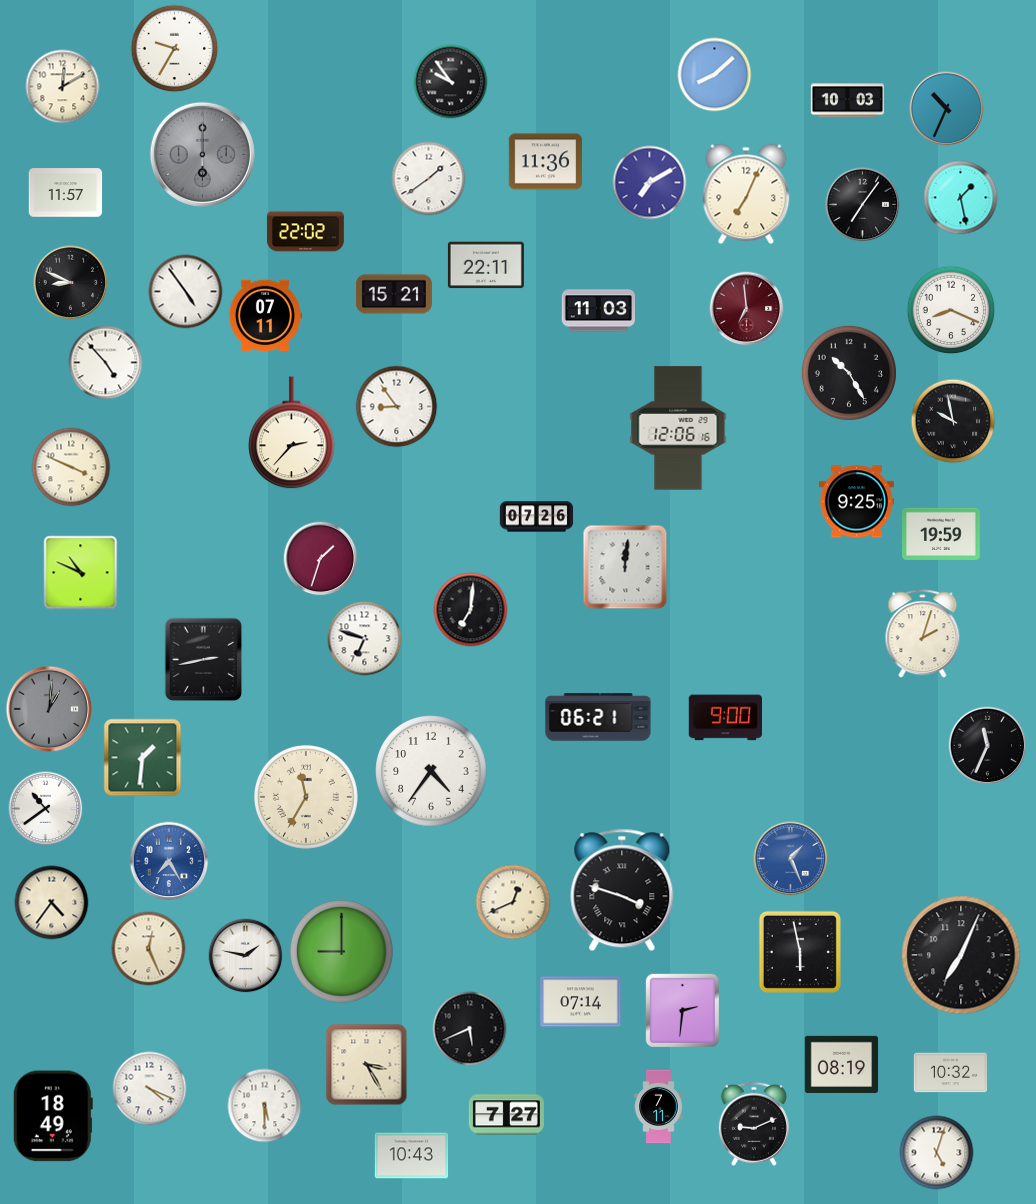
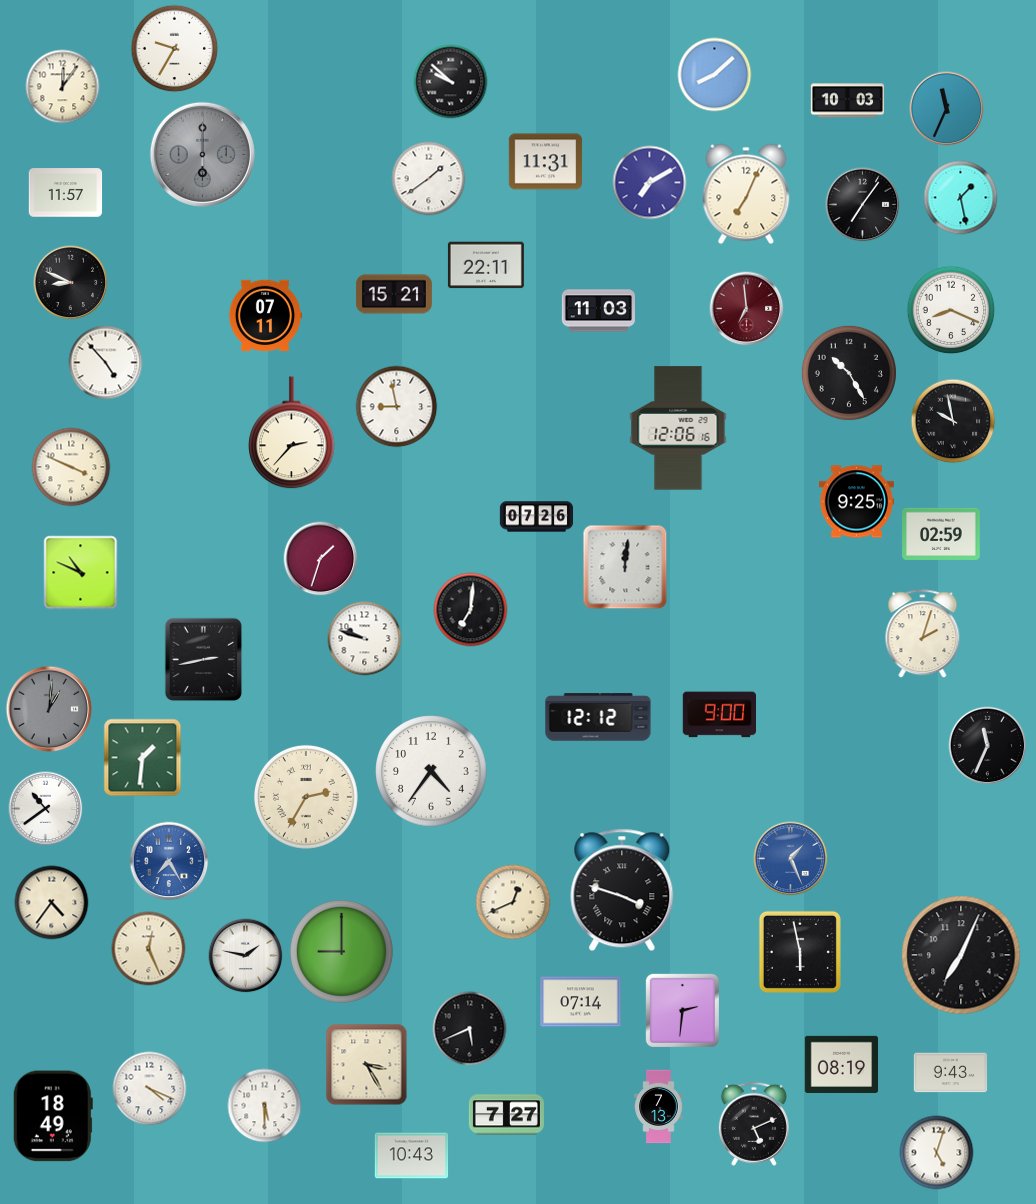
clock at (451, 82): 9:54 -> 9:52
clock at (63, 87): 12:10 -> 12:06
clock at (947, 109): 10:34 -> 11:34
clock at (546, 162): 11:36 -> 11:31
clock at (306, 232): 22:02 -> none
clock at (186, 292): 4:54 -> none
clock at (397, 407): 8:54 -> 8:58
clock at (941, 534): 19:59 -> 02:59
clock at (365, 639): 6:48 -> 9:48
clock at (598, 717): 06:21 -> 12:12
clock at (725, 718) position: (725, 718) -> (719, 715)
clock at (306, 797): 11:35 -> 2:35
clock at (951, 1073): 10:32 -> 9:43
clock at (659, 1107): 7:11 -> 7:13
clock at (754, 1124): 9:11 -> 5:11
